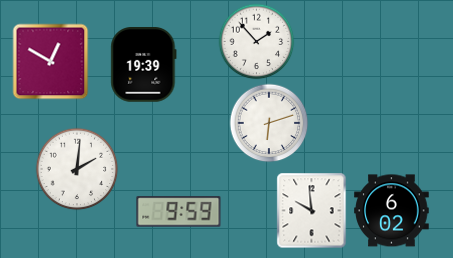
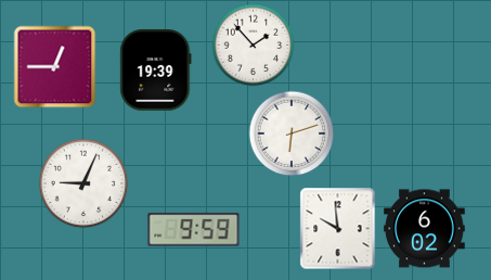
clock at (257, 42) position: (257, 42) -> (254, 46)
clock at (51, 62): 12:50 -> 12:45
clock at (77, 169): 2:01 -> 9:04
